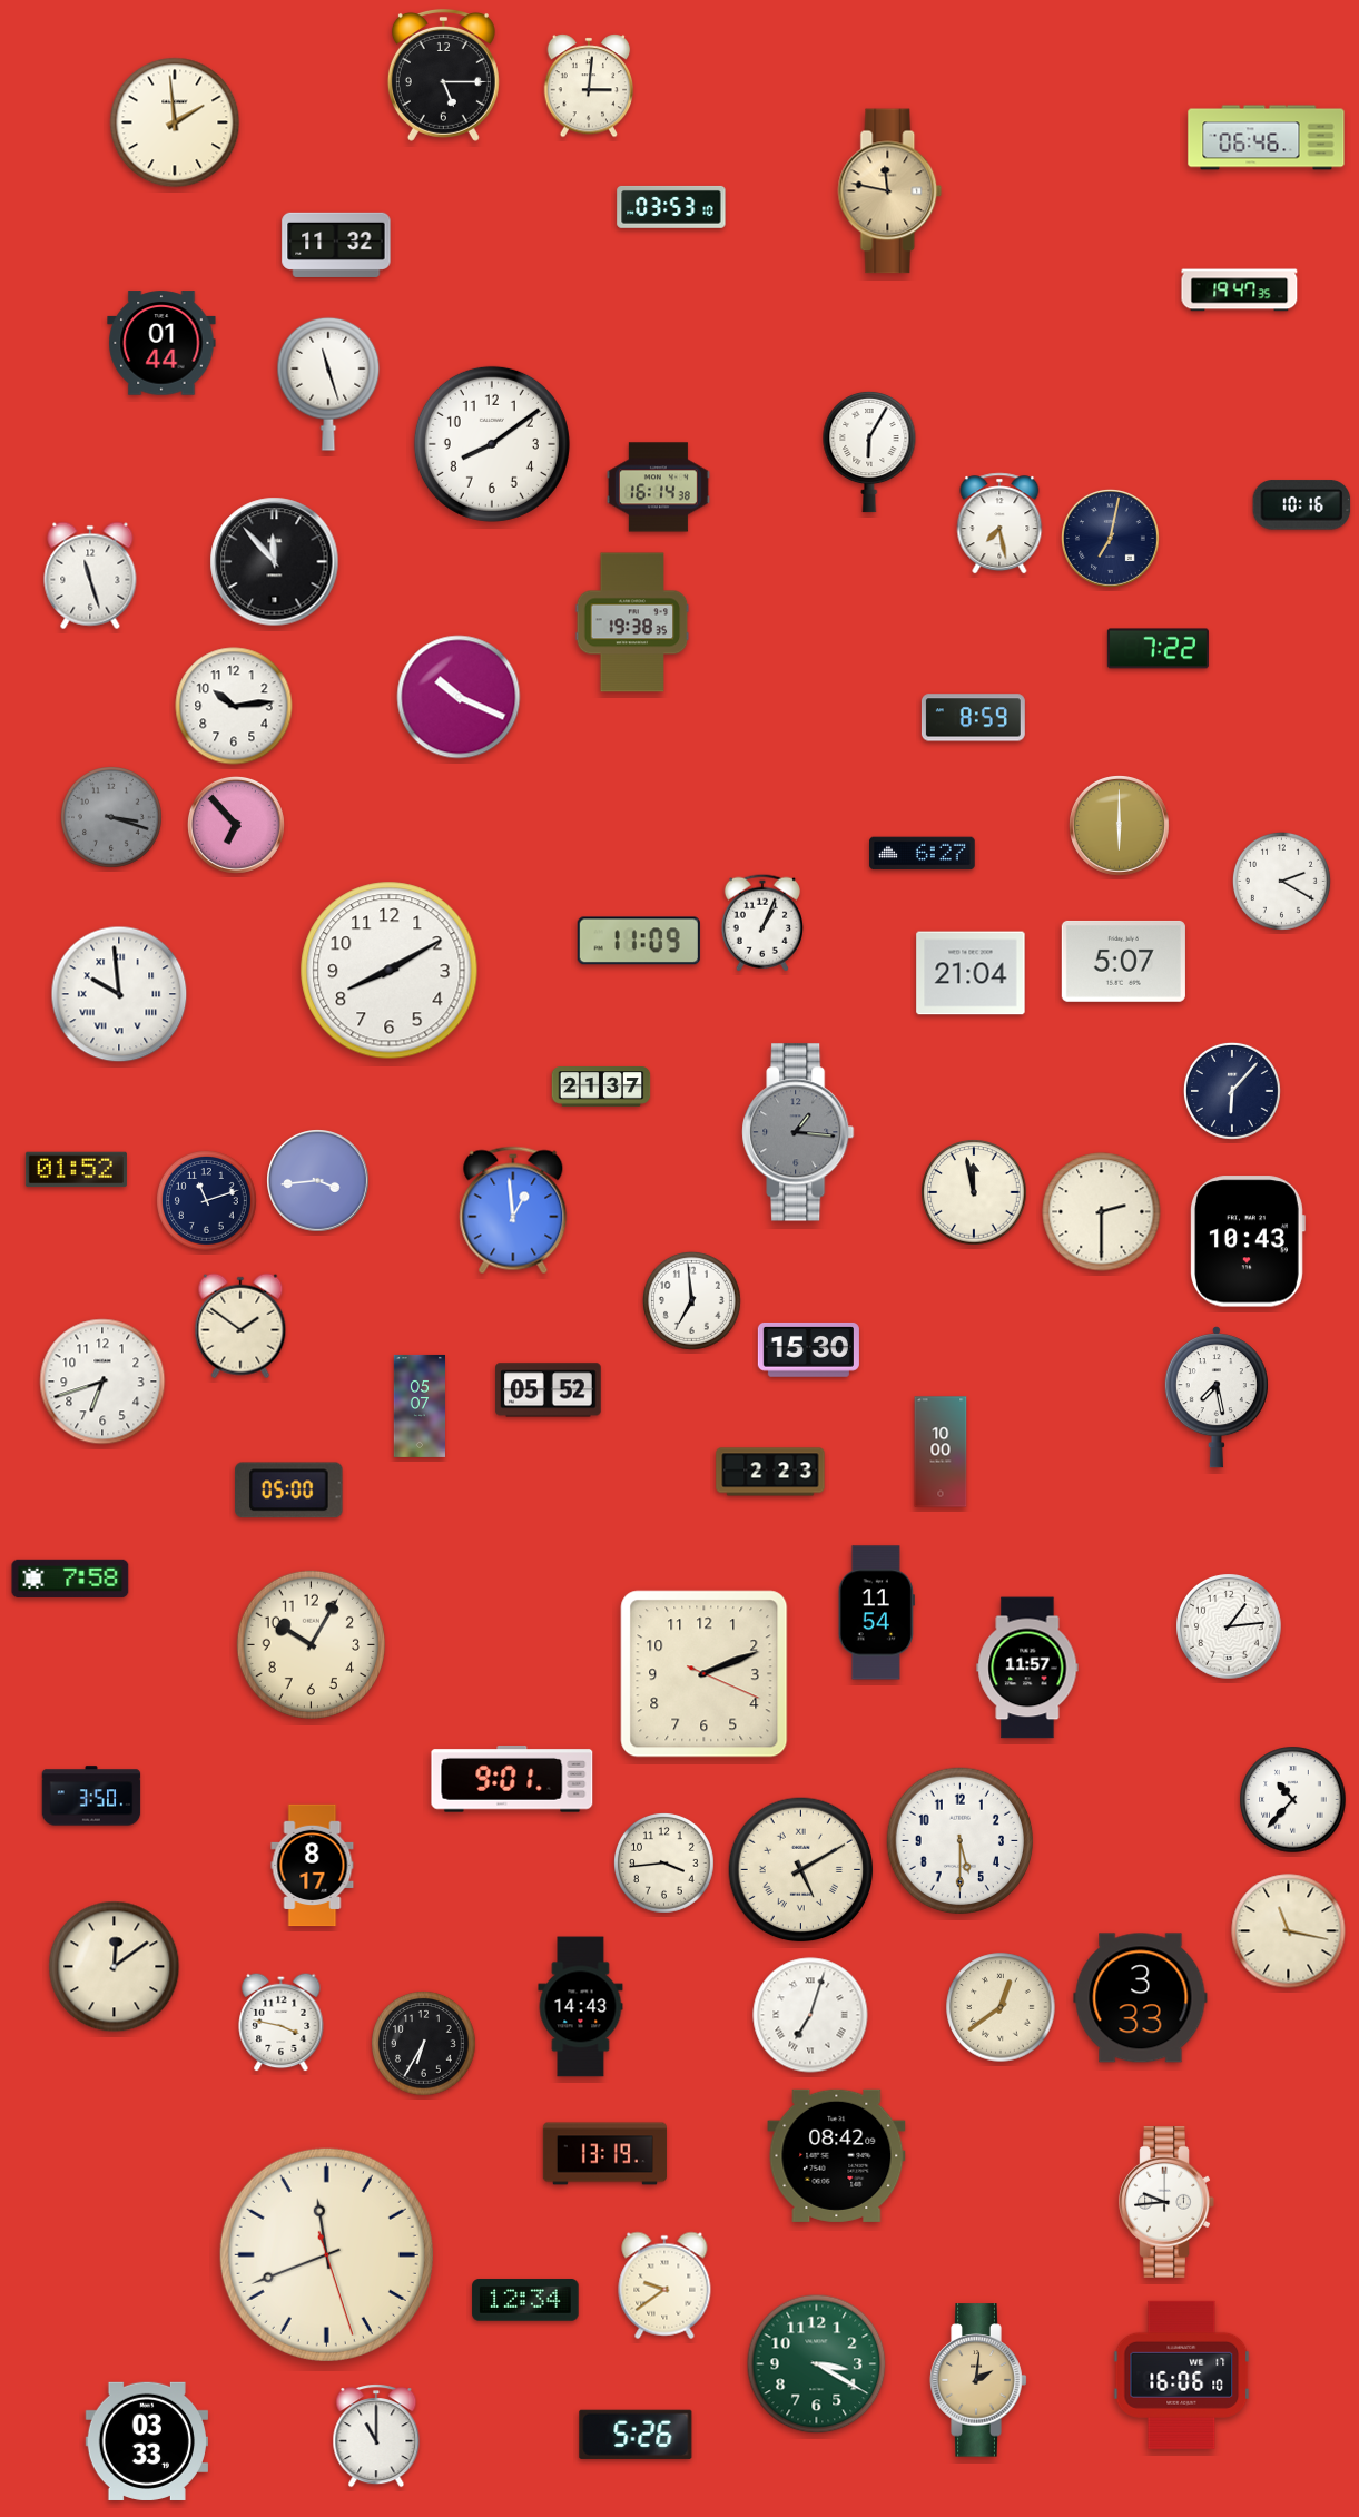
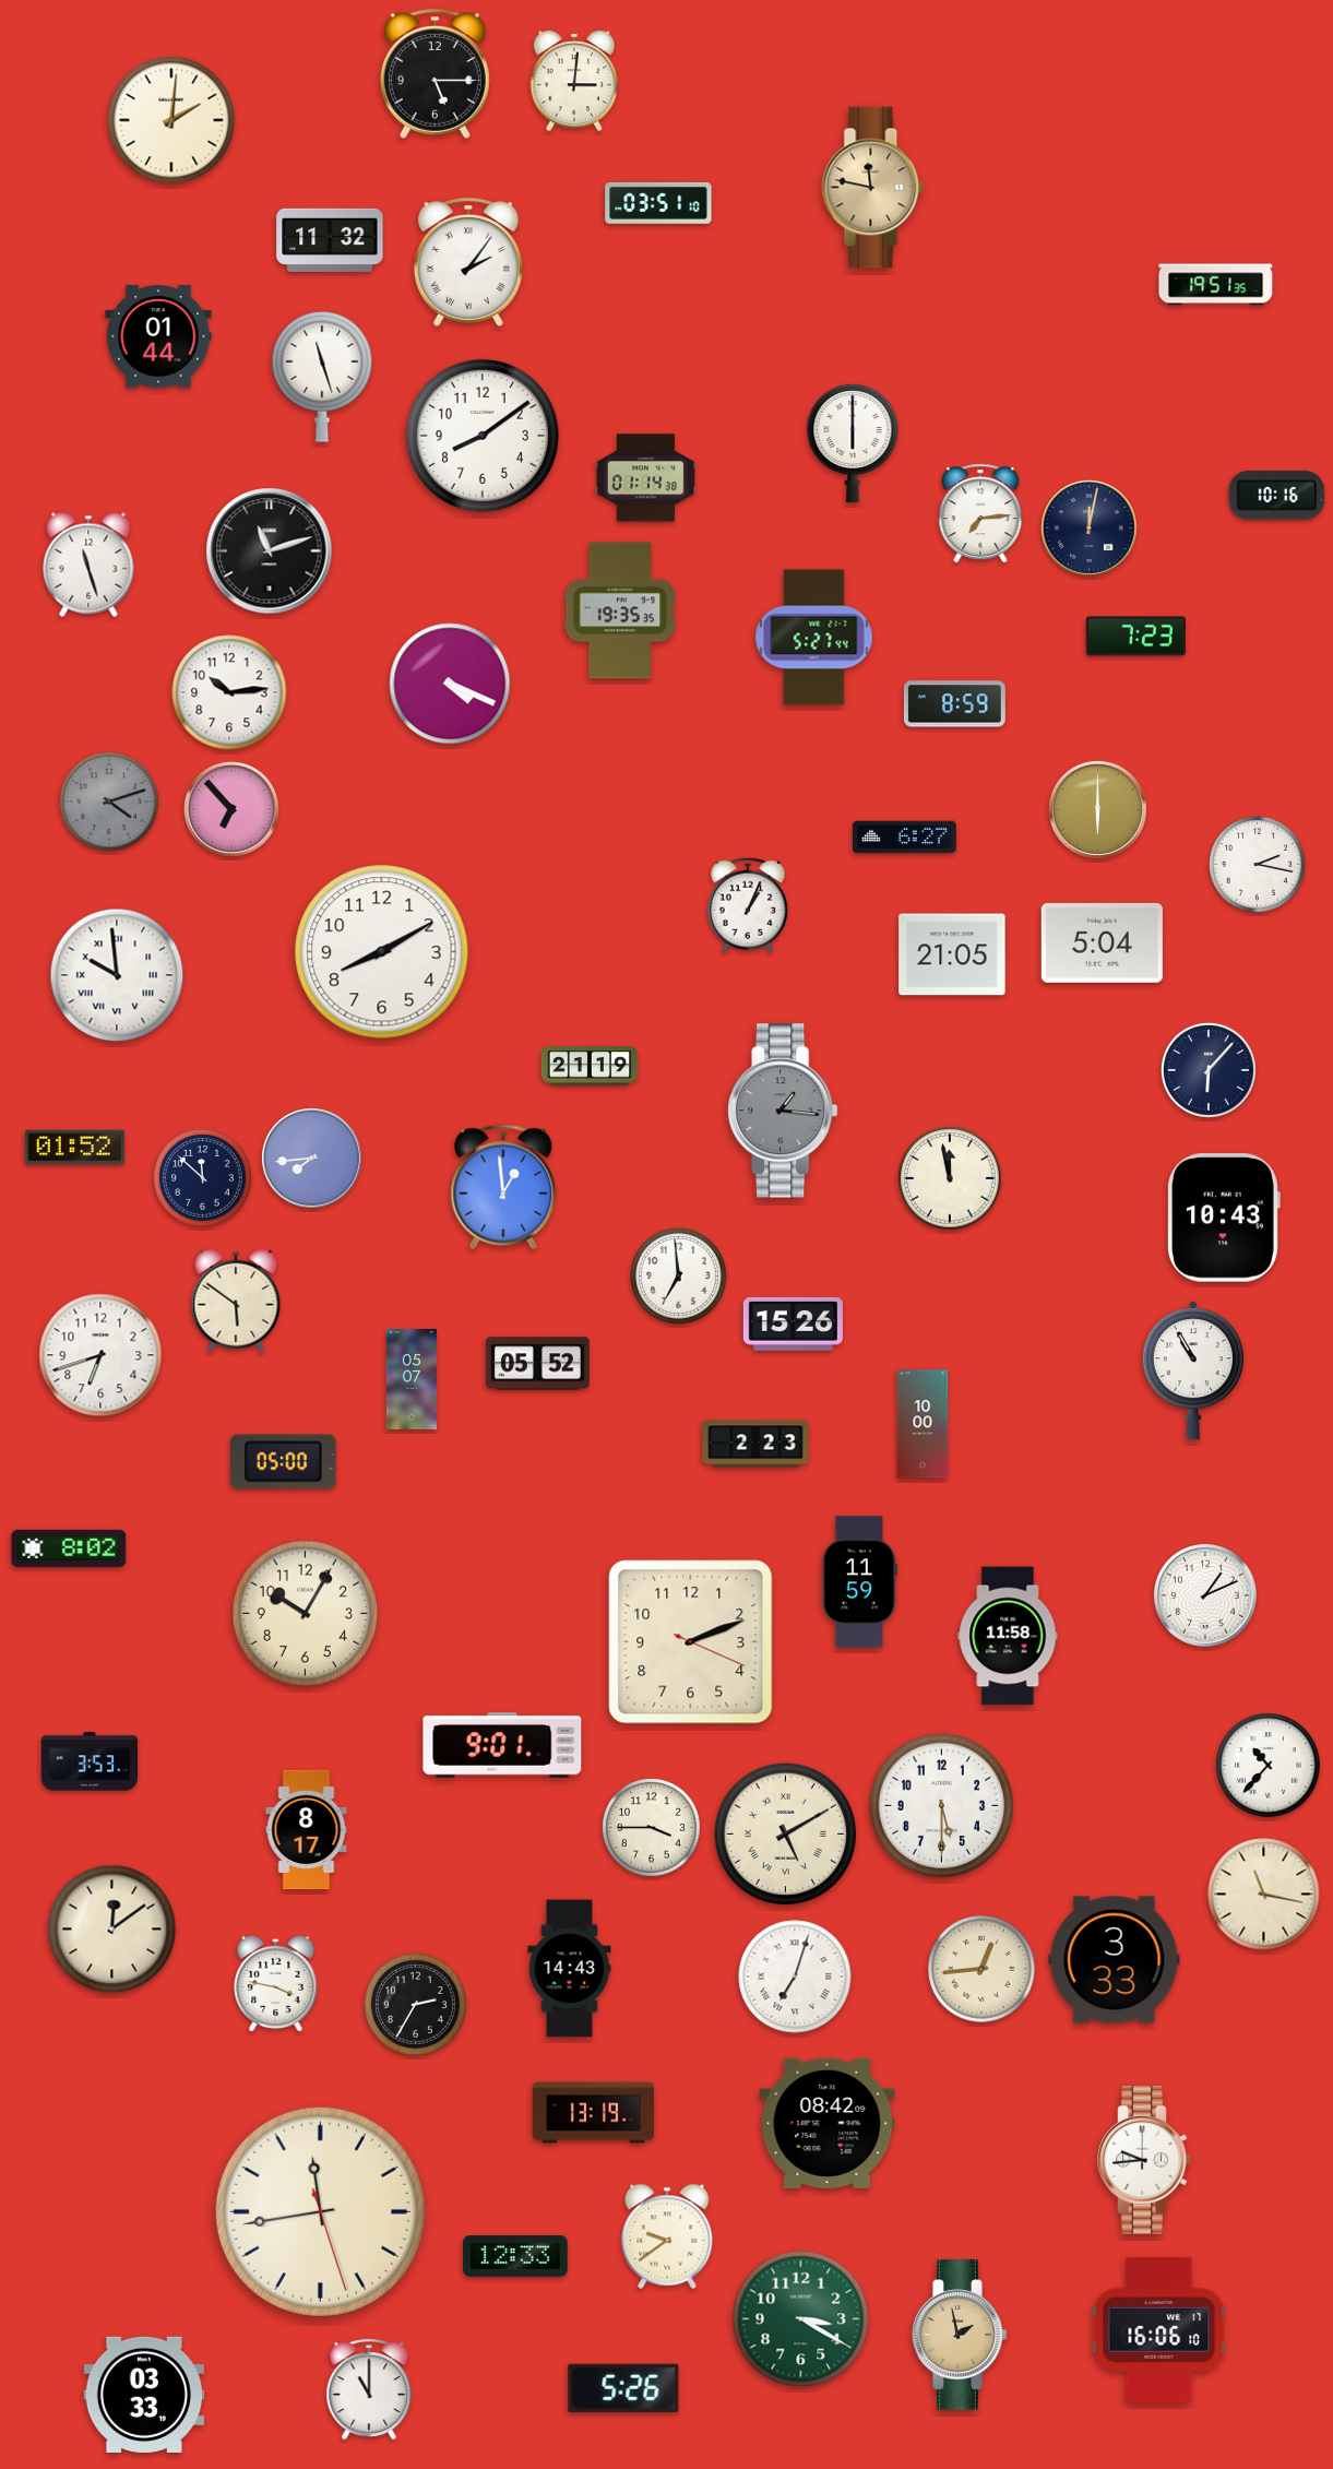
clock at (589, 86) position: (589, 86) -> (574, 81)
clock at (175, 122): 1:59 -> 2:01
clock at (1267, 138): 06:46 -> none
clock at (671, 207): 03:53 -> 03:51
clock at (468, 262): none -> 2:06
clock at (1240, 291): 19:47 -> 19:51
clock at (869, 452): 6:05 -> 6:00
clock at (658, 488): 16:14 -> 01:14
clock at (999, 523): 7:28 -> 7:14
clock at (1110, 538): 7:02 -> 12:02
clock at (275, 562): 11:53 -> 11:12
clock at (632, 622): 19:38 -> 19:35
clock at (1158, 649): 7:22 -> 7:23
clock at (814, 638): none -> 5:27
clock at (459, 697): 10:19 -> 4:19
clock at (112, 818): 3:18 -> 4:12
clock at (1281, 881): 2:20 -> 2:17
clock at (639, 941): 11:09 -> none
clock at (1123, 961): 5:07 -> 5:04
clock at (971, 973): 21:04 -> 21:05
clock at (601, 1087): 21:37 -> 21:19
clock at (318, 1181): 3:44 -> 7:44
clock at (974, 1192) position: (974, 1192) -> (950, 1178)
clock at (207, 1201): 11:12 -> 11:52
clock at (1102, 1212): 2:30 -> none
clock at (240, 1326): 1:51 -> 5:51
clock at (808, 1349): 15:30 -> 15:26
clock at (1217, 1397): 7:28 -> 10:55
clock at (70, 1579): 7:58 -> 8:02
clock at (876, 1613): 11:54 -> 11:59
clock at (1230, 1628): 1:14 -> 1:11
clock at (1027, 1668): 11:57 -> 11:58
clock at (91, 1796): 3:50 -> 3:53
clock at (664, 1864): 3:44 -> 3:45
clock at (1141, 1998) position: (1141, 1998) -> (1115, 1960)
clock at (1001, 2007): 12:39 -> 12:44
clock at (424, 2044): 6:35 -> 2:35
clock at (837, 2155) position: (837, 2155) -> (828, 2123)
clock at (326, 2254): 11:41 -> 11:43
clock at (664, 2285) position: (664, 2285) -> (667, 2236)
clock at (525, 2300): 12:34 -> 12:33
clock at (978, 2380): 2:01 -> 1:58
